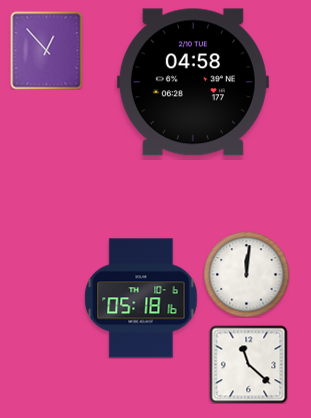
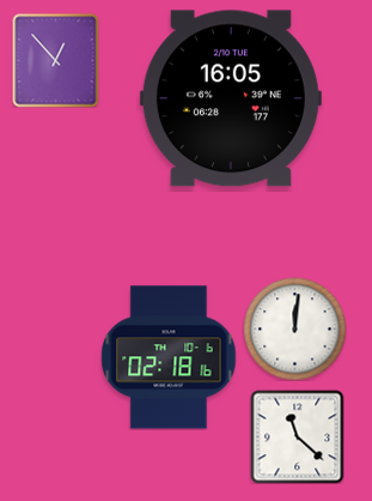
clock at (193, 82): 04:58 -> 16:05
clock at (141, 298): 05:18 -> 02:18
